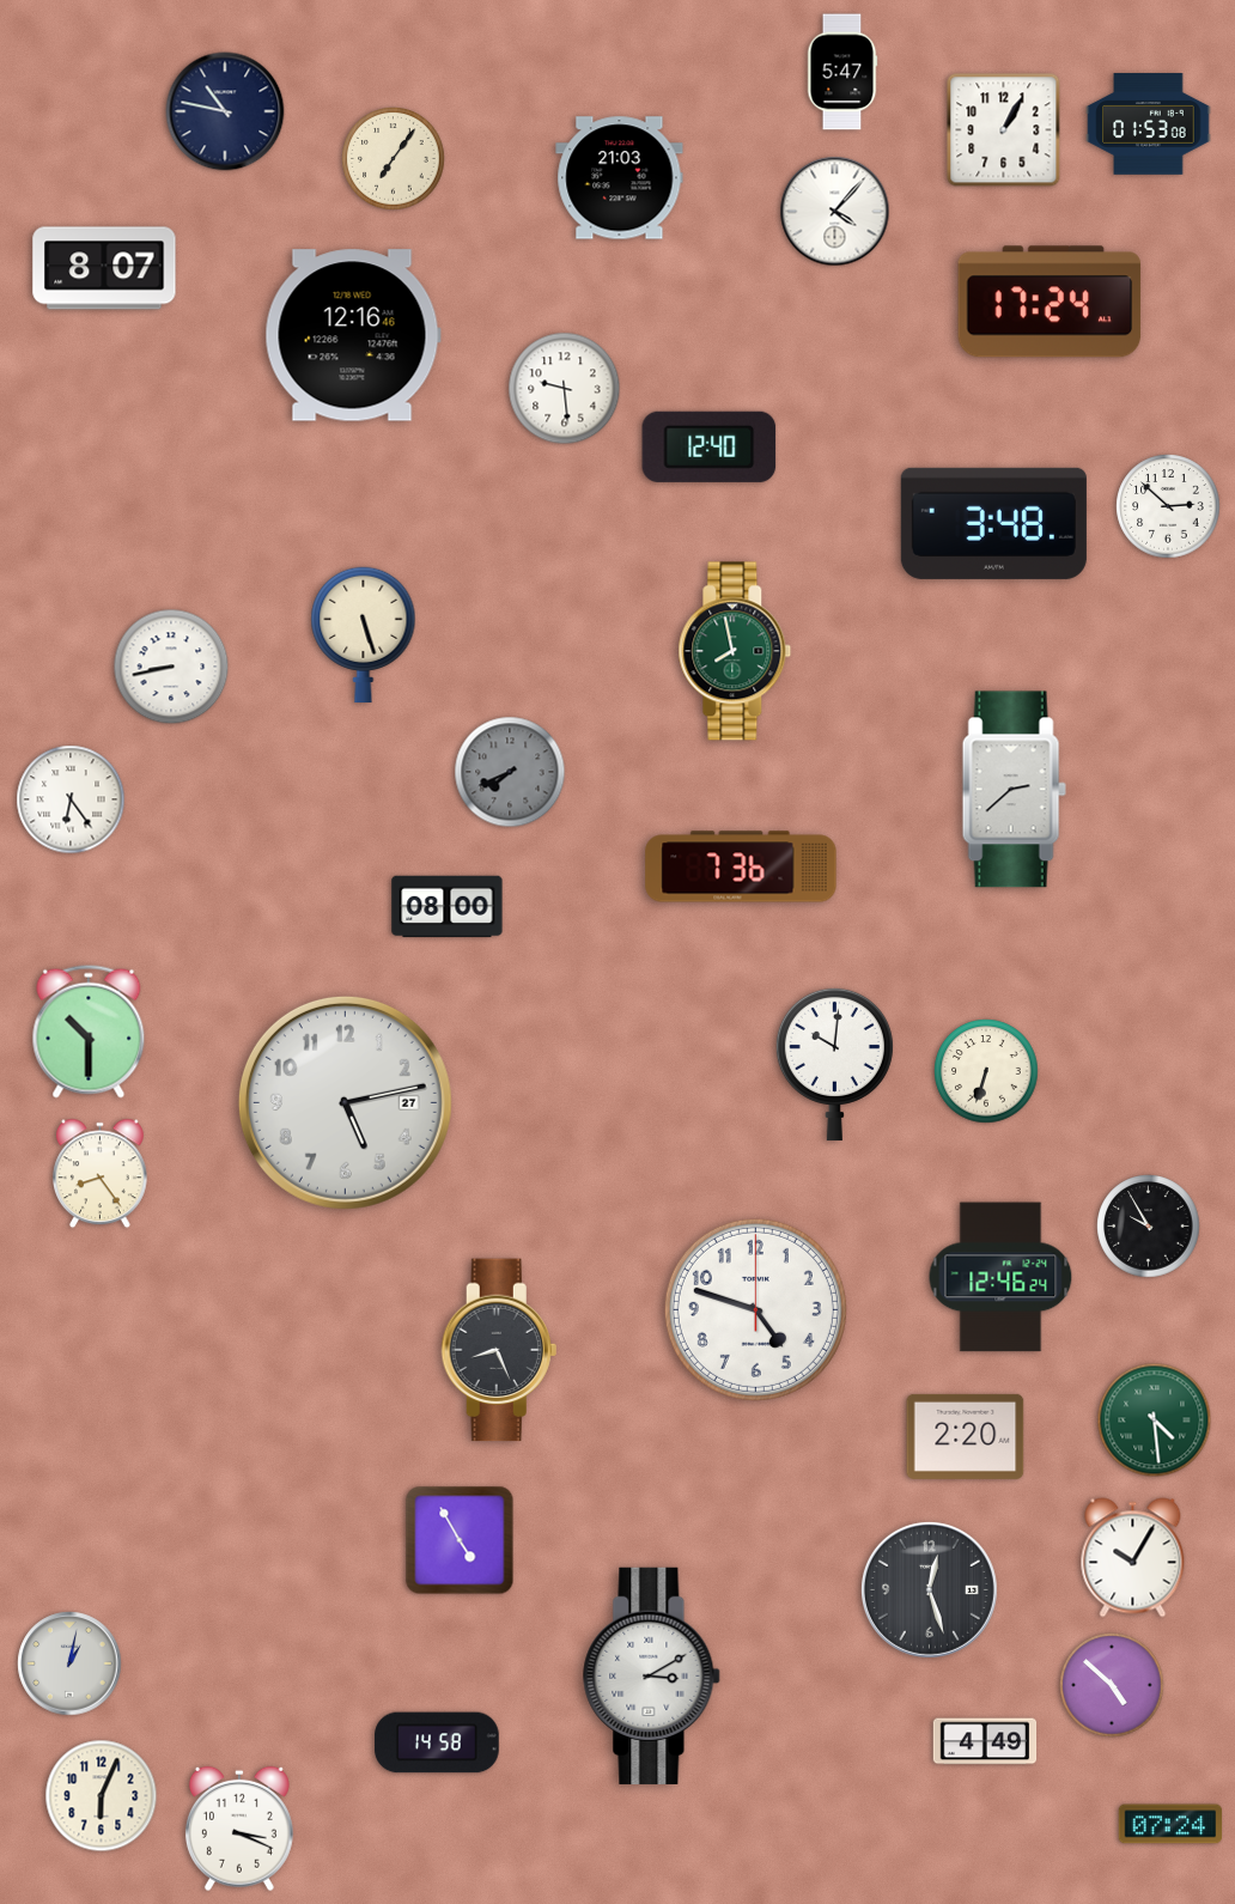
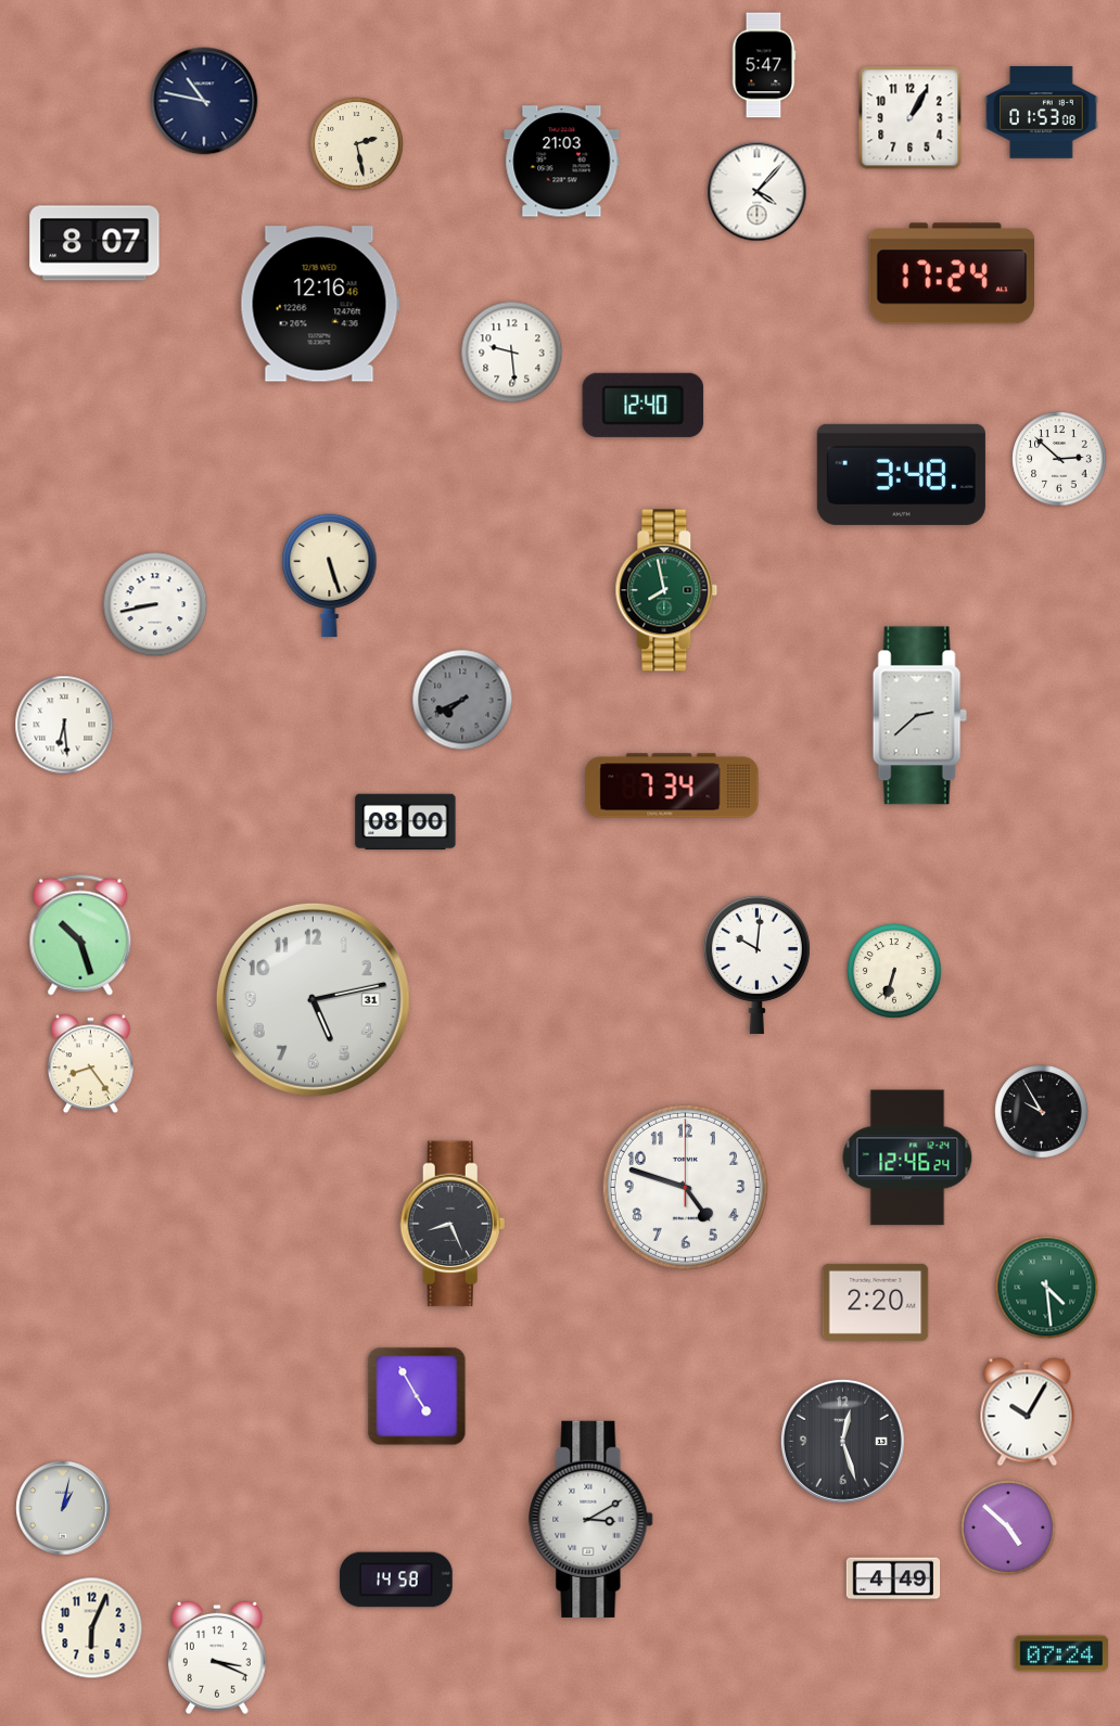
clock at (394, 159): 7:06 -> 2:28
clock at (71, 799): 6:24 -> 6:29
clock at (741, 866): 7:36 -> 7:34
clock at (89, 1032): 10:30 -> 10:27
clock at (345, 1102) date: 27 -> 31
